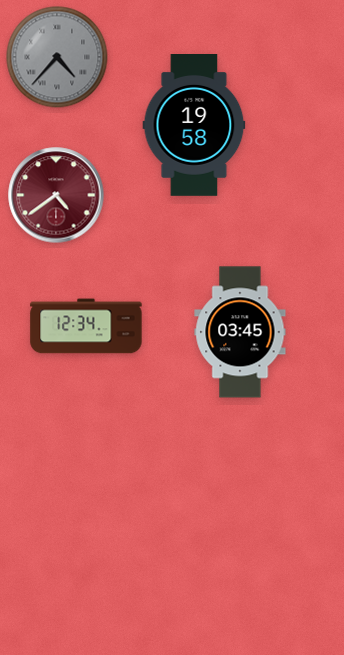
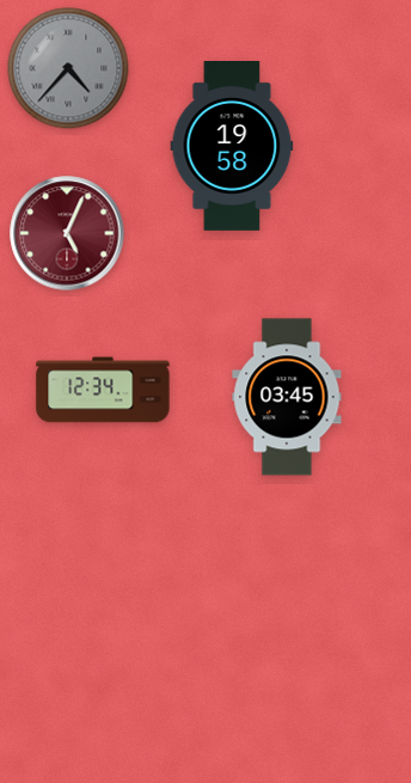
clock at (194, 126) position: (194, 126) -> (232, 147)
clock at (56, 195): 4:39 -> 5:04
